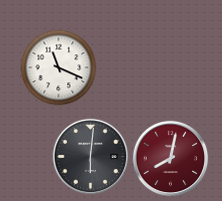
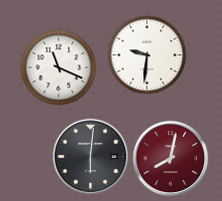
clock at (147, 55): none -> 9:31
